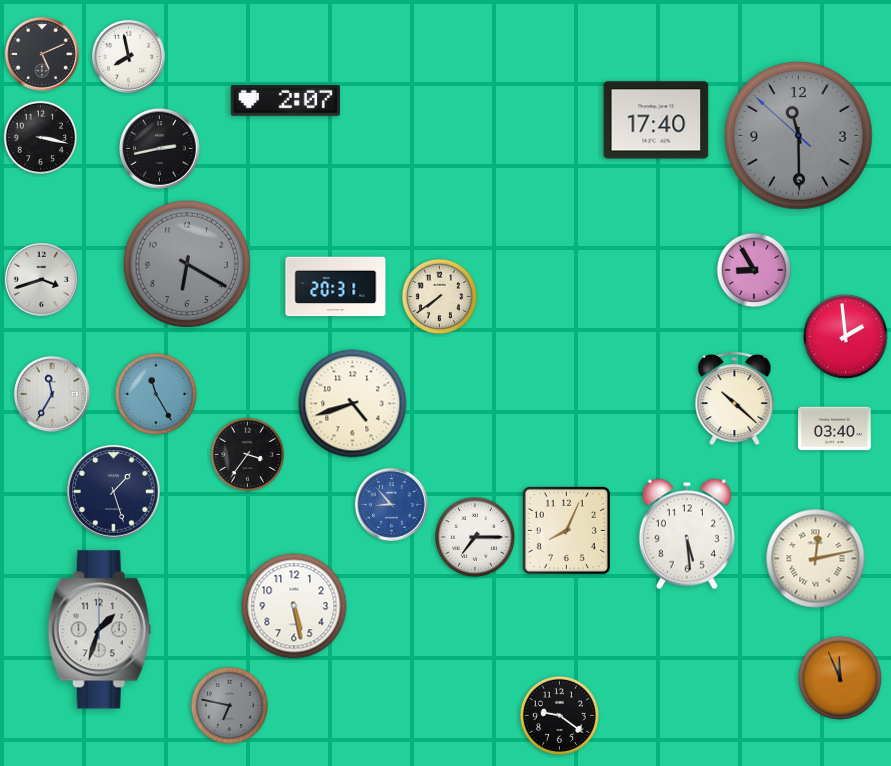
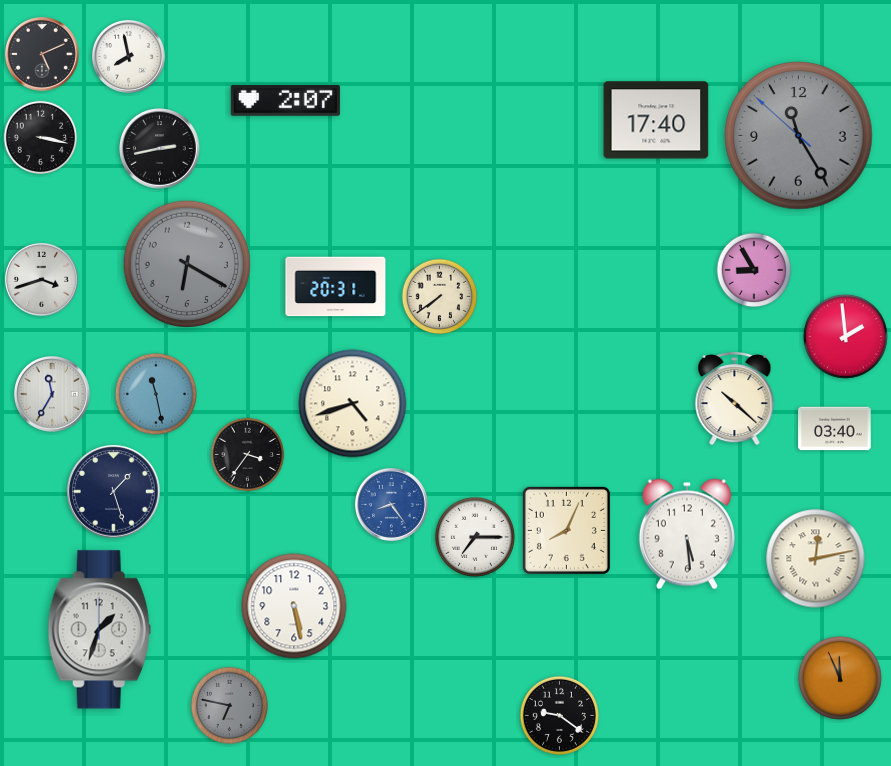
clock at (799, 136): 11:29 -> 11:24
clock at (156, 394): 11:25 -> 11:28
clock at (391, 504): 8:53 -> 8:24
